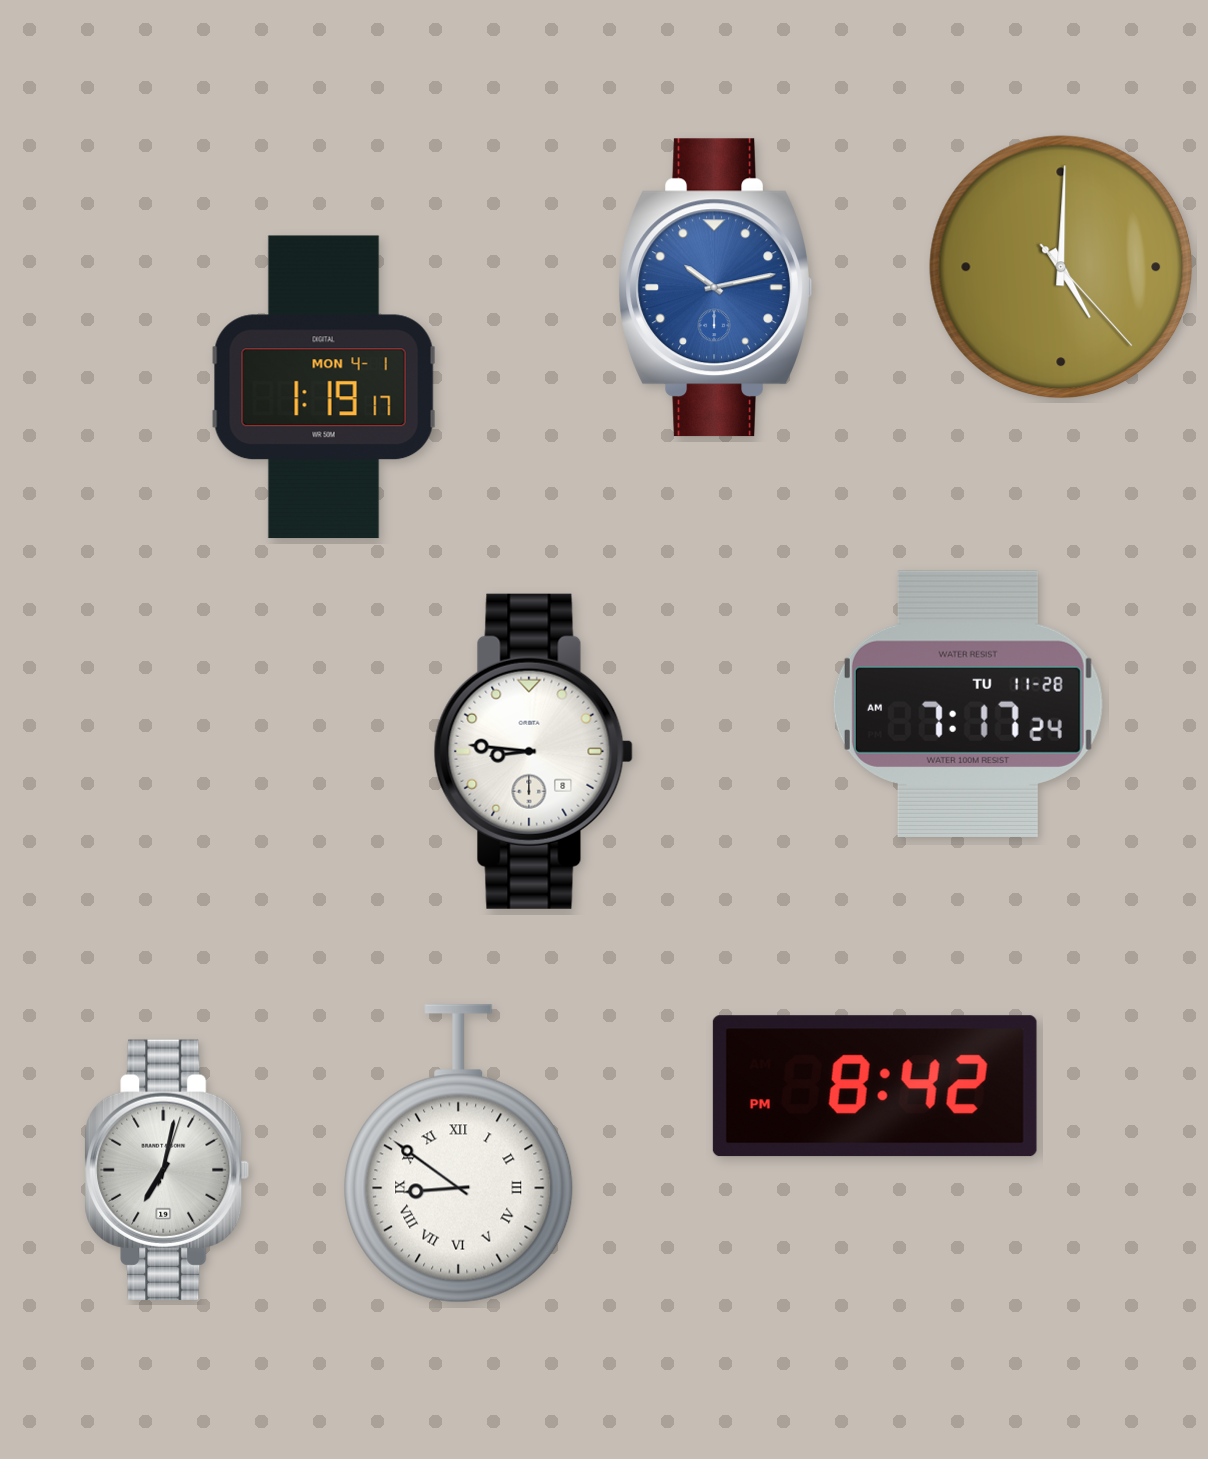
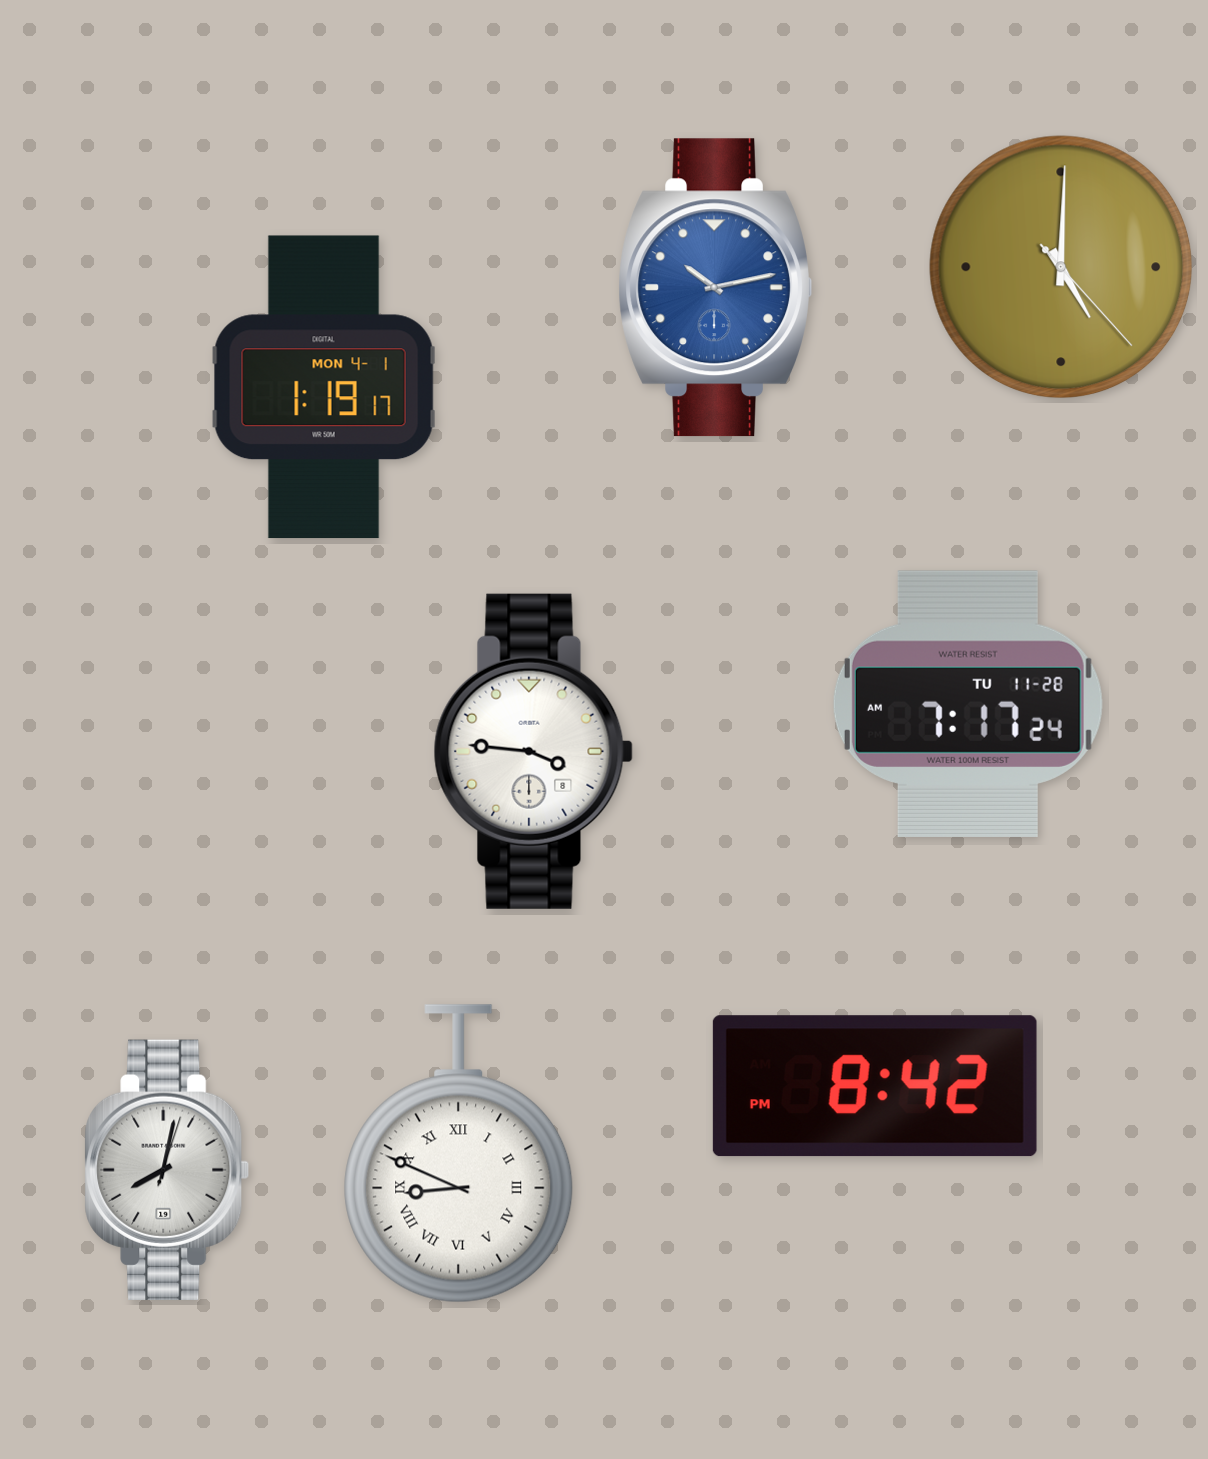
clock at (533, 751): 8:46 -> 3:46
clock at (459, 1154): 8:51 -> 8:49
clock at (167, 1170): 7:02 -> 8:02
